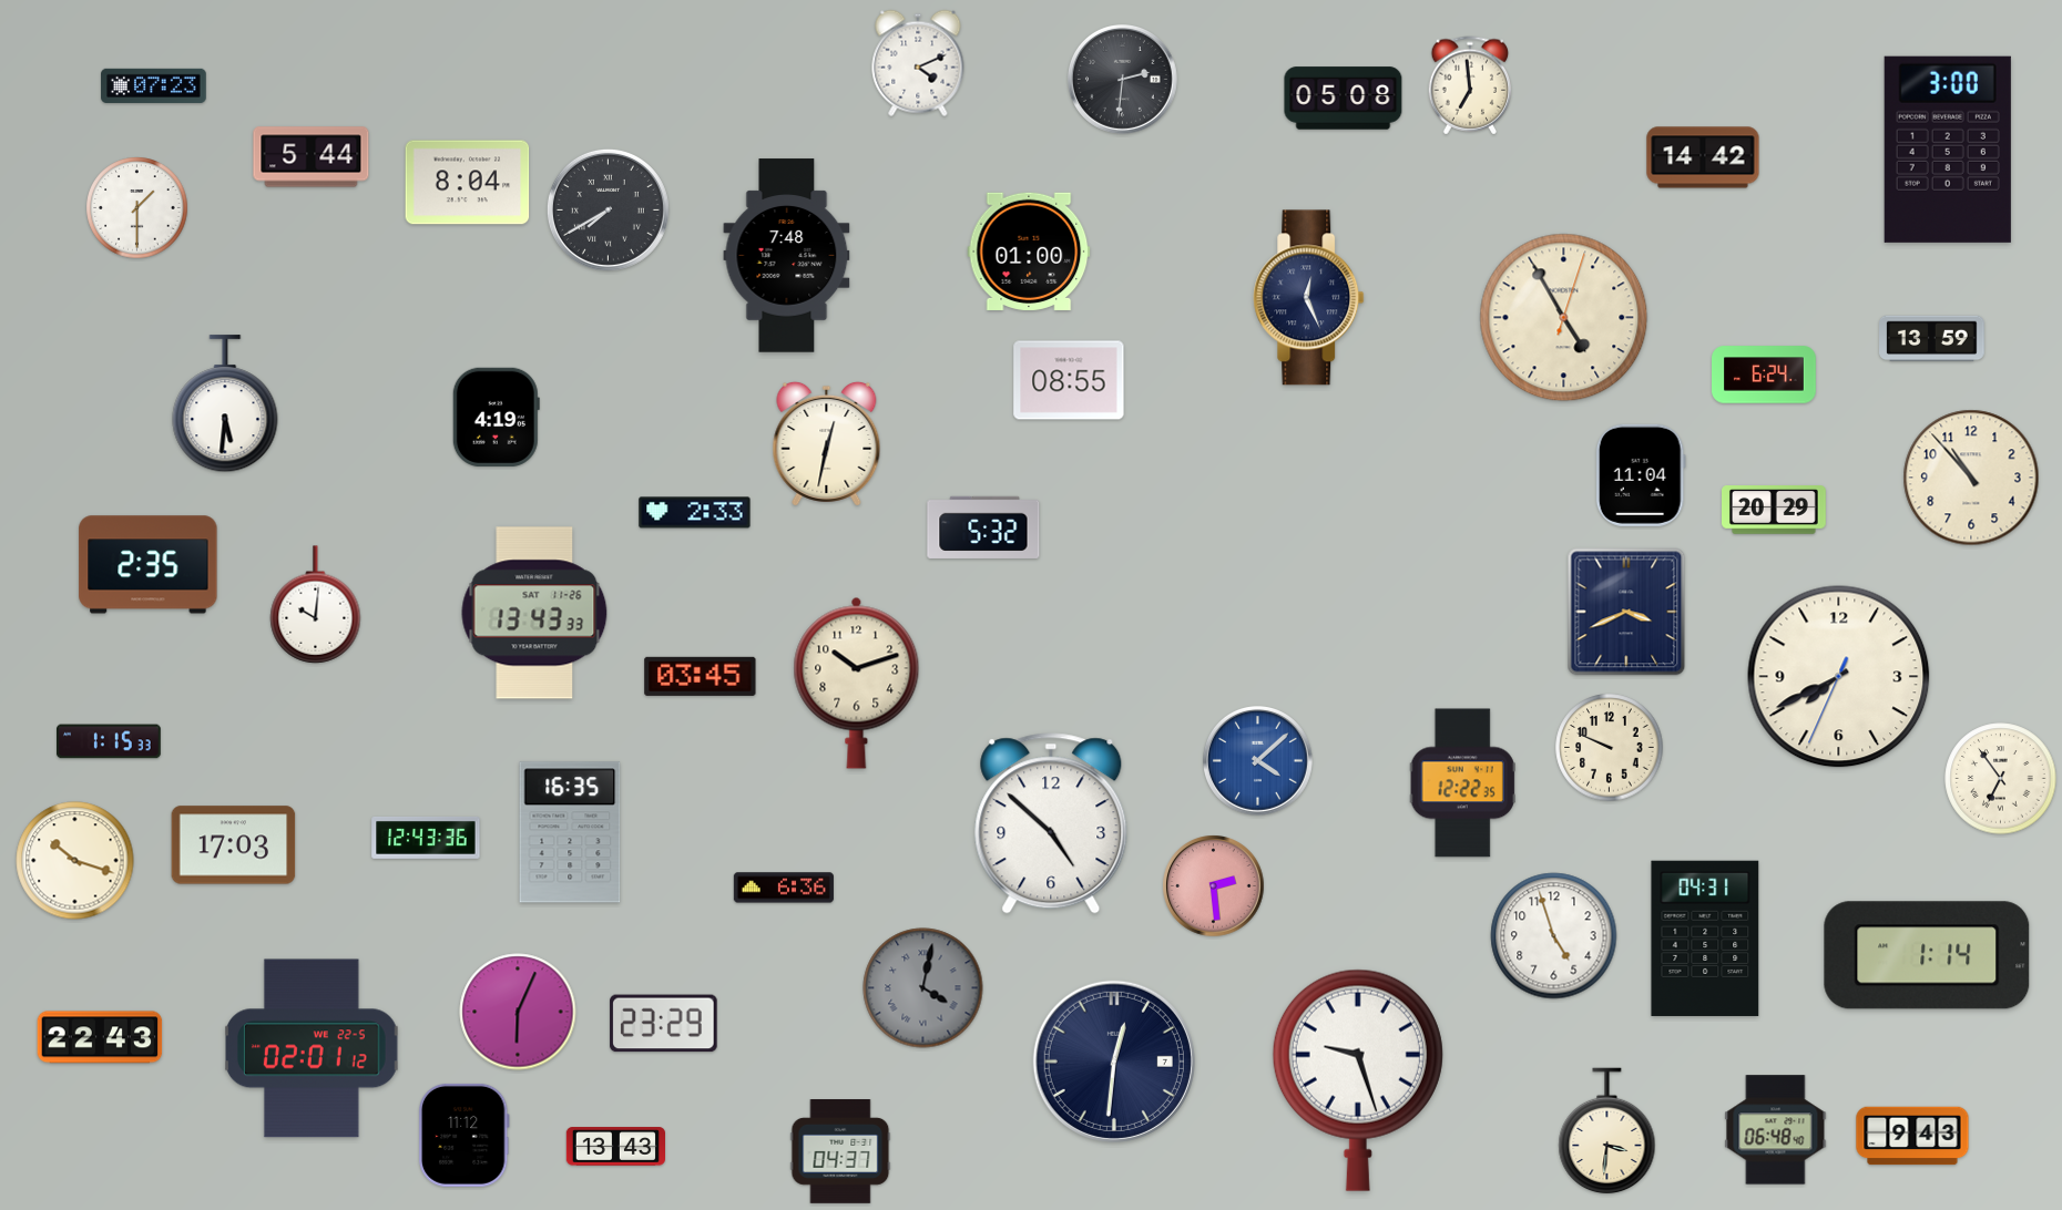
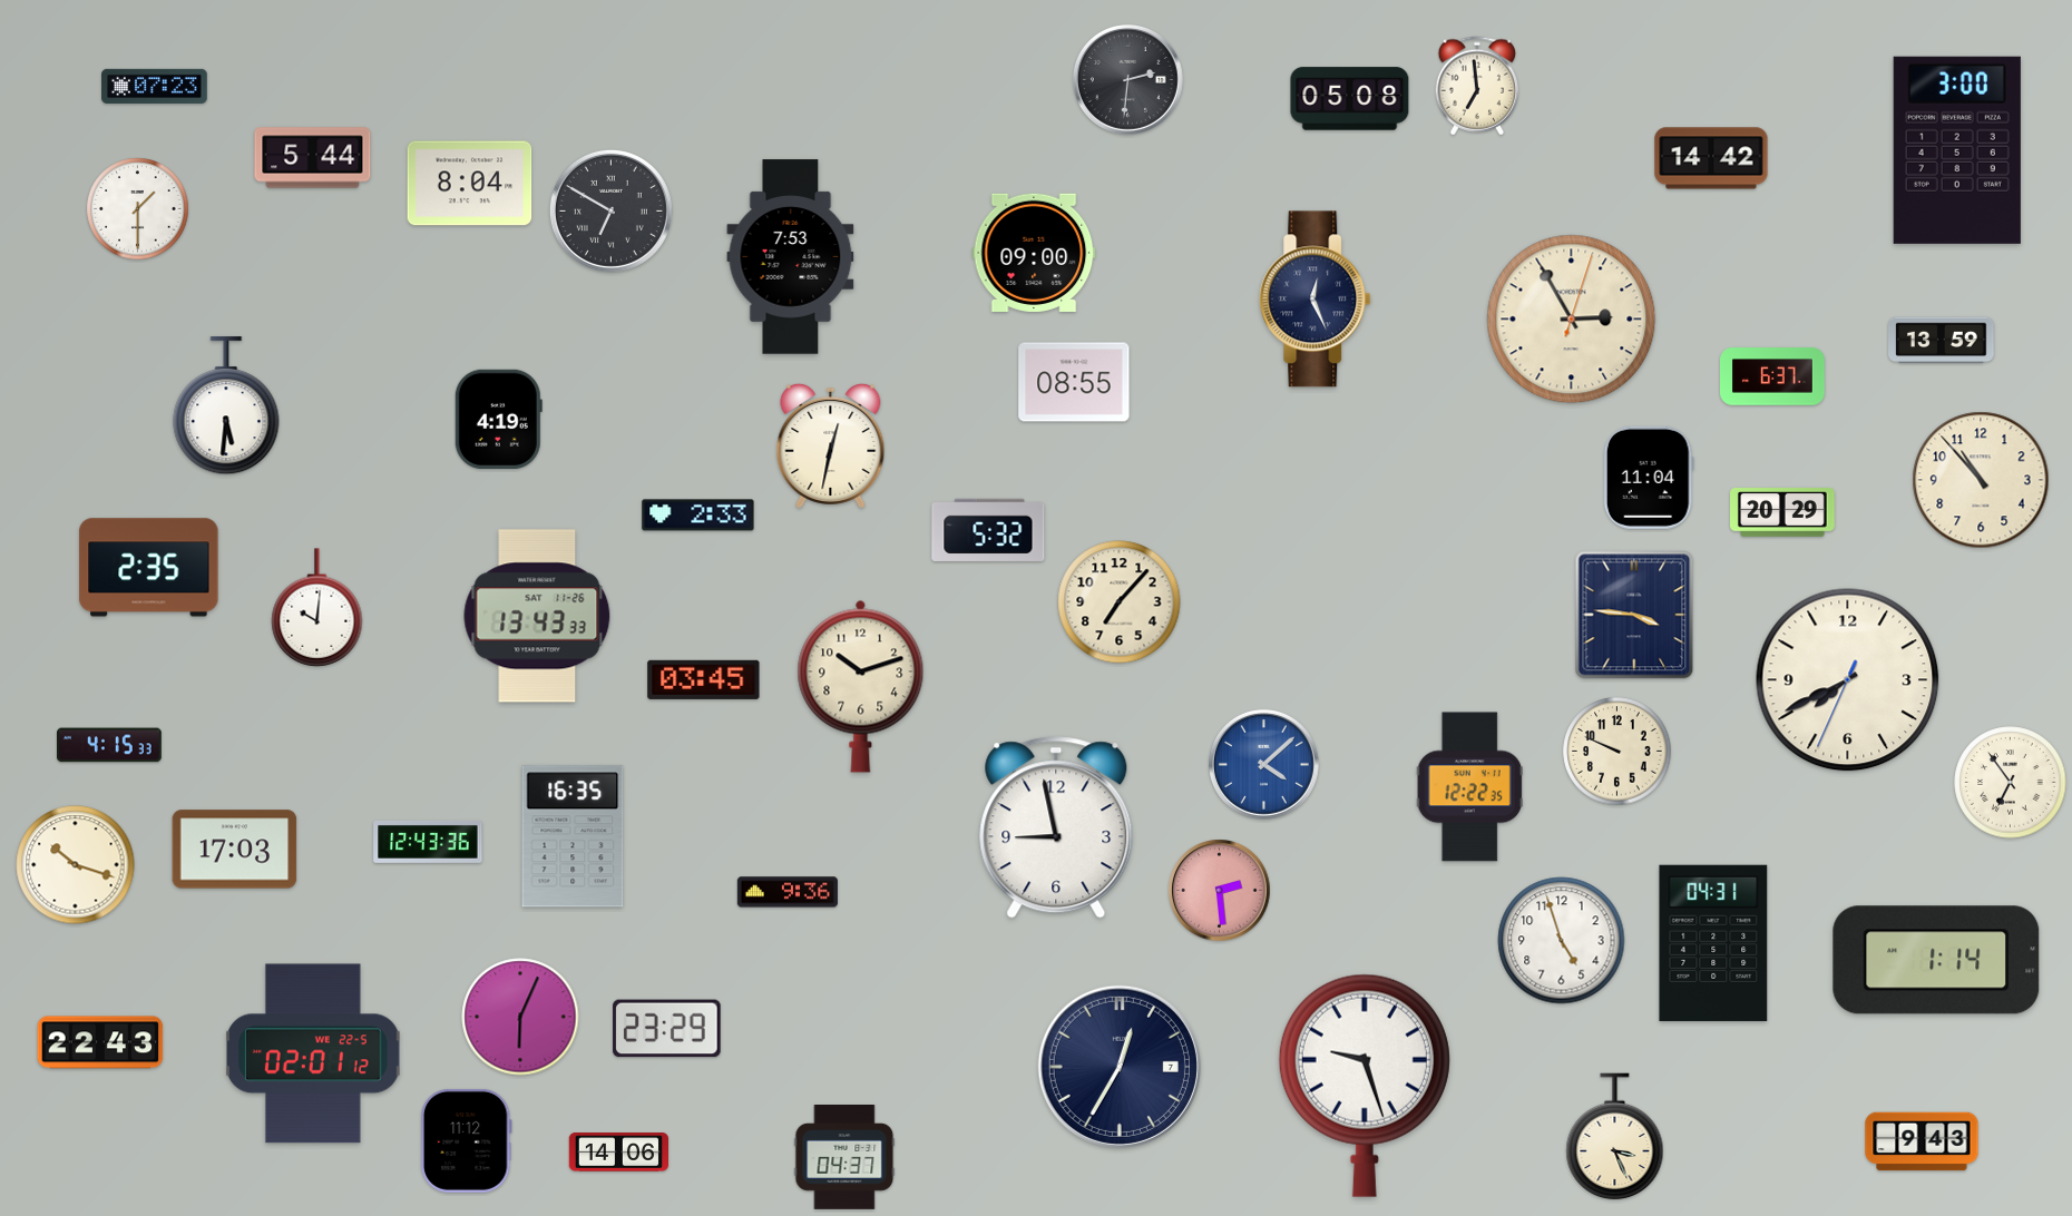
clock at (918, 63): 4:11 -> none
clock at (608, 209): 7:40 -> 6:50
clock at (1029, 252): 01:00 -> 09:00
clock at (787, 256): 7:48 -> 7:53
clock at (1564, 318): 4:55 -> 2:55
clock at (1765, 375): 6:24 -> 6:37
clock at (1120, 602): none -> 7:07
clock at (1626, 612): 3:41 -> 3:46
clock at (110, 741): 1:15 -> 4:15
clock at (1051, 823): 4:52 -> 8:58
clock at (784, 888): 6:36 -> 9:36
clock at (923, 988): 4:02 -> none
clock at (1114, 1062): 12:31 -> 12:35
clock at (1776, 1130): 06:48 -> none
clock at (1607, 1131): 3:31 -> 3:26
clock at (615, 1147): 13:43 -> 14:06
